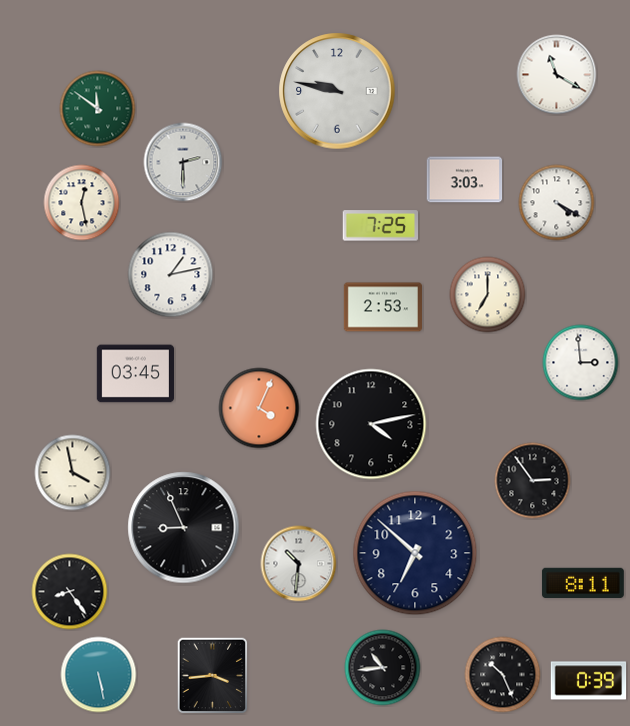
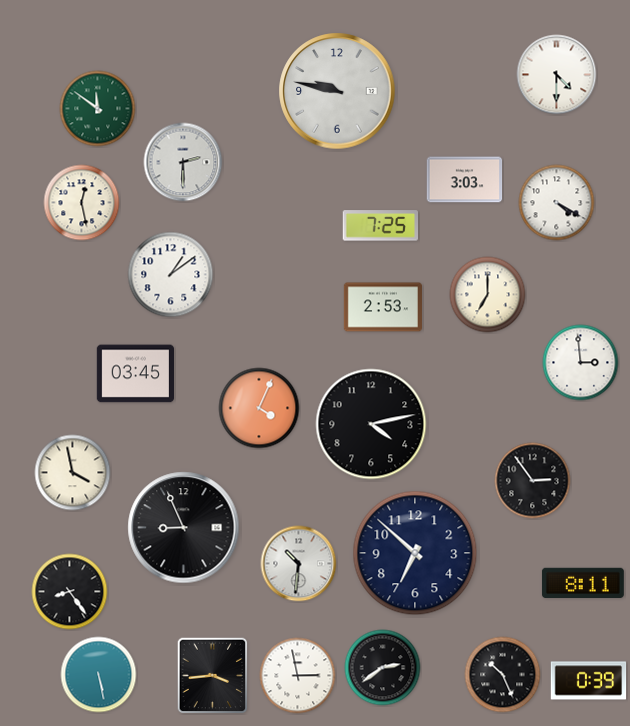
clock at (557, 75): 11:20 -> 4:30
clock at (171, 275): 1:13 -> 1:09
clock at (383, 668): 10:44 -> 2:39
clock at (298, 676): none -> 2:58
